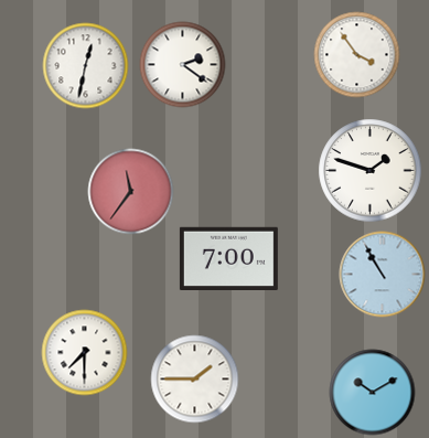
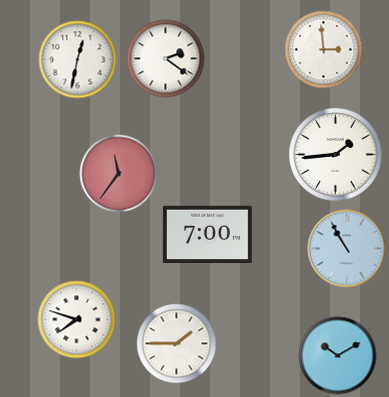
clock at (356, 54): 3:54 -> 2:59
clock at (369, 170): 1:48 -> 1:44
clock at (84, 352): 7:30 -> 7:48
